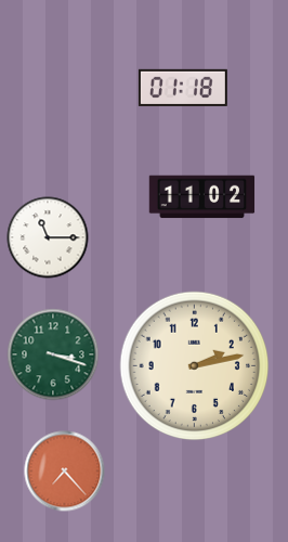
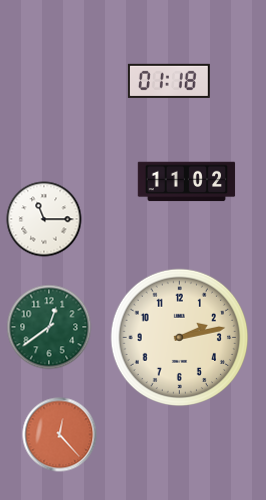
clock at (53, 354): 3:18 -> 12:39
clock at (65, 472): 7:23 -> 12:23
